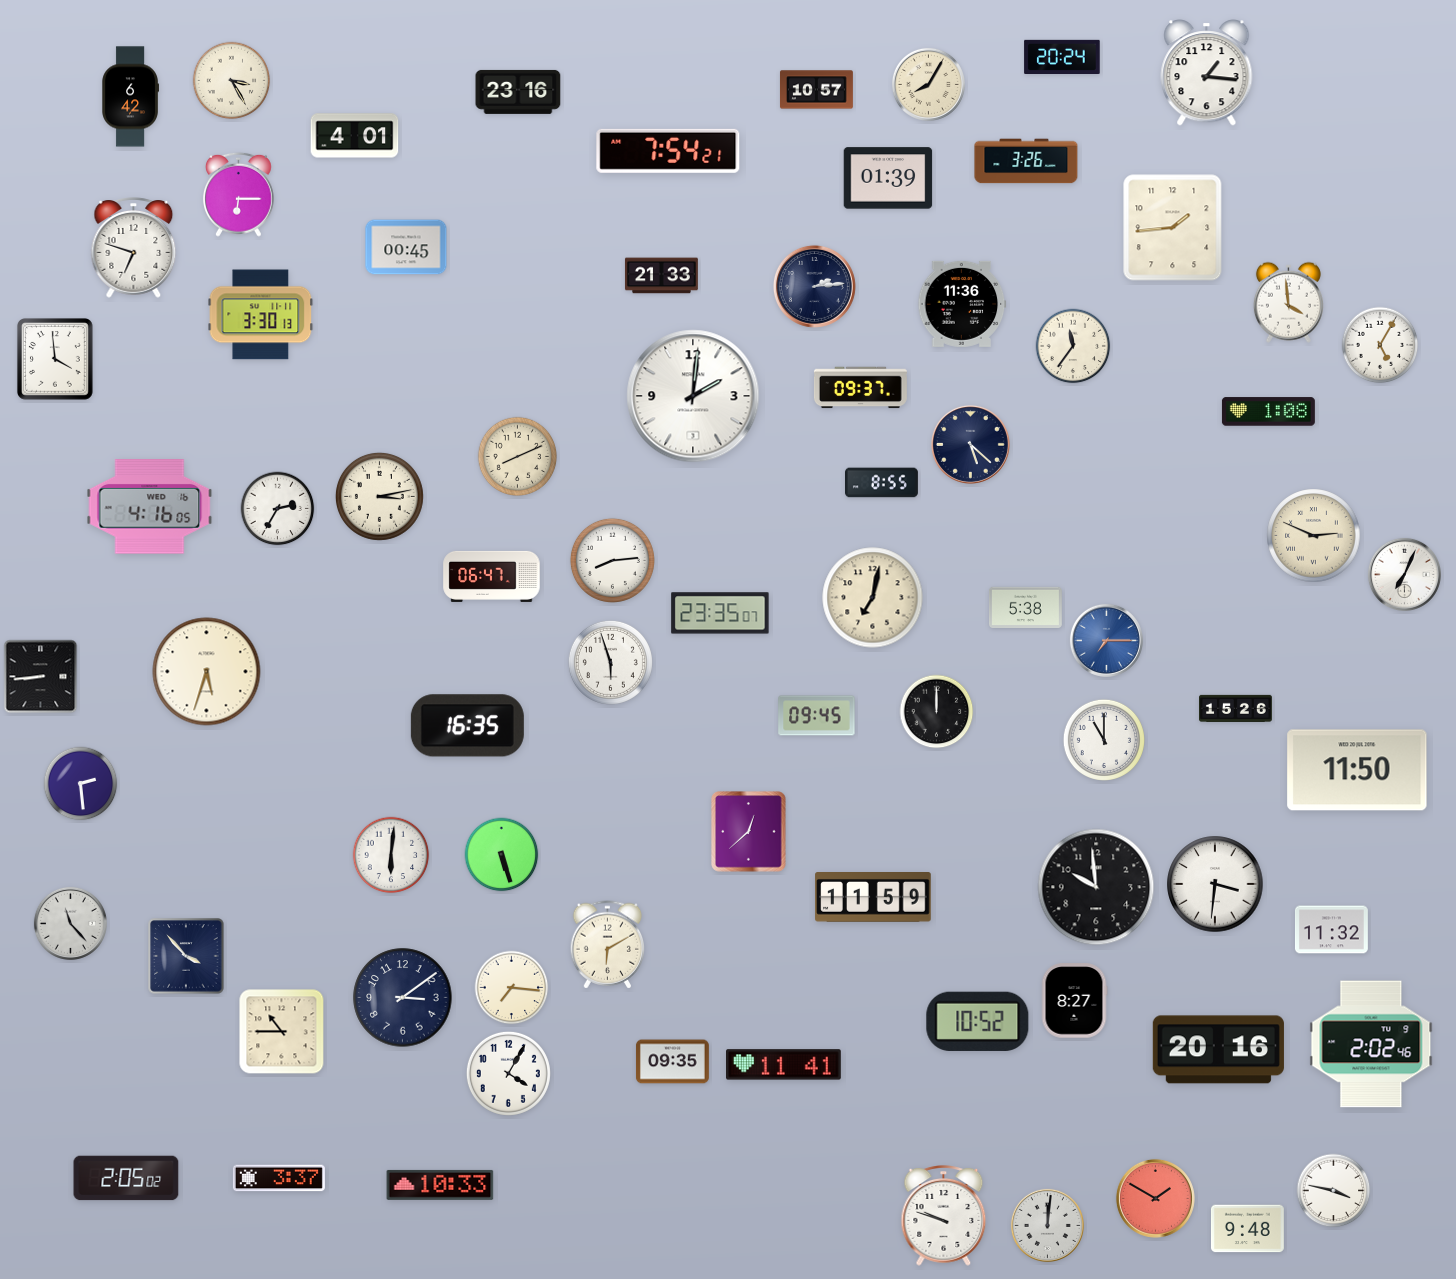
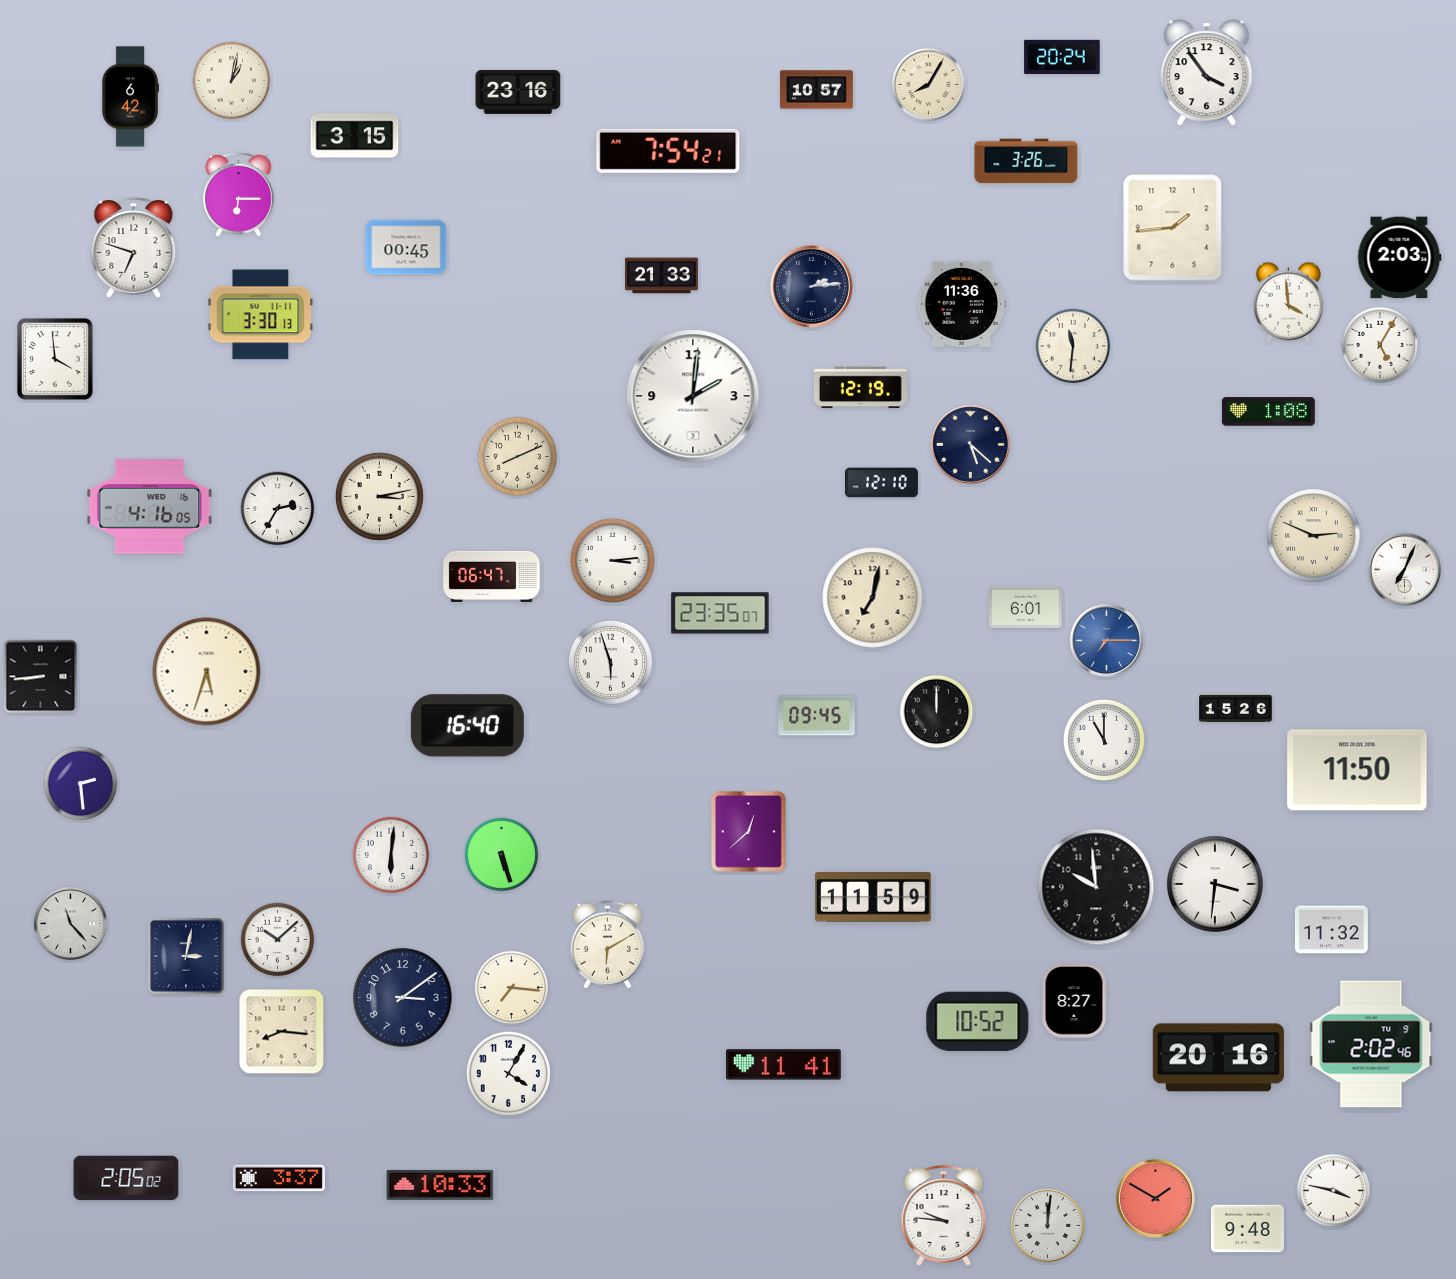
clock at (1207, 73): 1:16 -> 3:54
clock at (232, 81): 3:25 -> 1:02
clock at (355, 136): 4:01 -> 3:15
clock at (888, 178): 01:39 -> none
clock at (1400, 258): none -> 2:03
clock at (814, 286) position: (814, 286) -> (811, 286)
clock at (1073, 346): 11:36 -> 11:31
clock at (860, 388): 09:37 -> 12:19
clock at (882, 483): 8:55 -> 12:10
clock at (612, 560): 8:14 -> 3:14
clock at (1404, 574) position: (1404, 574) -> (1404, 569)
clock at (1025, 607): 5:38 -> 6:01
clock at (467, 726): 16:35 -> 16:40
clock at (278, 940): none -> 10:08
clock at (186, 956): 3:53 -> 3:02
clock at (282, 1032): 10:45 -> 8:16
clock at (1218, 1050) position: (1218, 1050) -> (1218, 1058)
clock at (672, 1062): 09:35 -> none
clock at (944, 1216): 9:48 -> 9:46
